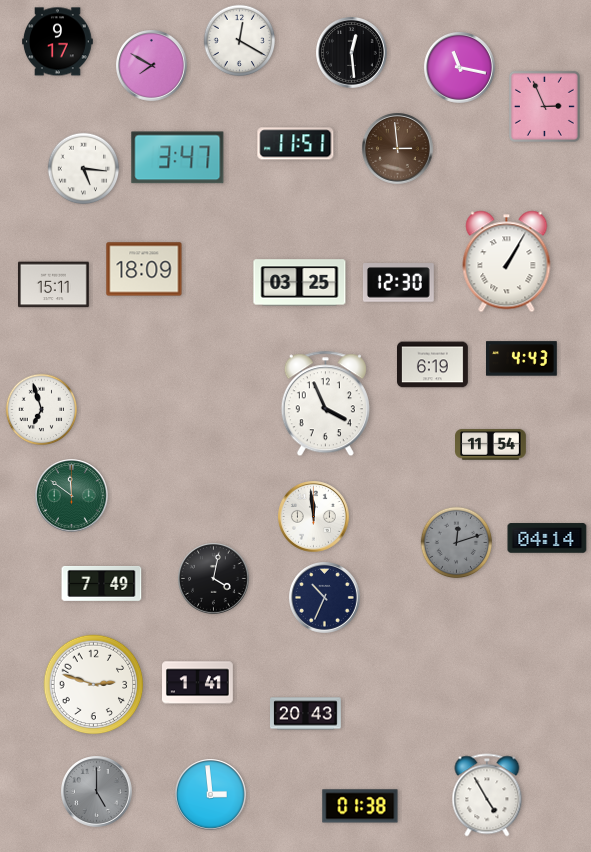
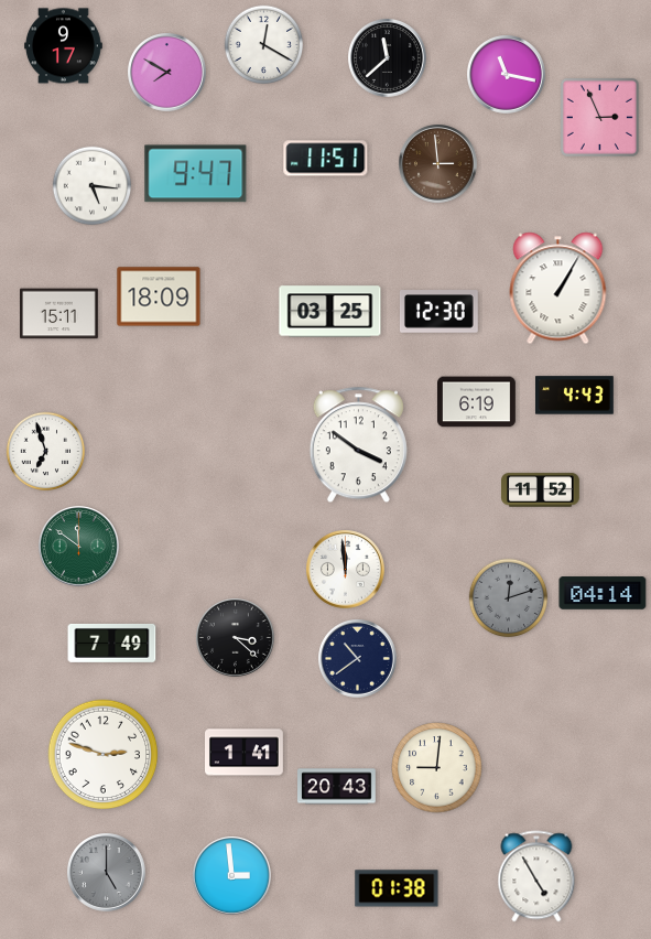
clock at (352, 53): 12:29 -> 11:38
clock at (178, 158): 3:47 -> 9:47
clock at (325, 404): 3:56 -> 3:51
clock at (491, 445): 11:54 -> 11:52
clock at (457, 543) position: (457, 543) -> (509, 598)
clock at (214, 579): 4:02 -> 3:22
clock at (325, 598): 10:34 -> 10:39
clock at (198, 683) position: (198, 683) -> (245, 753)
clock at (437, 768): none -> 9:01
